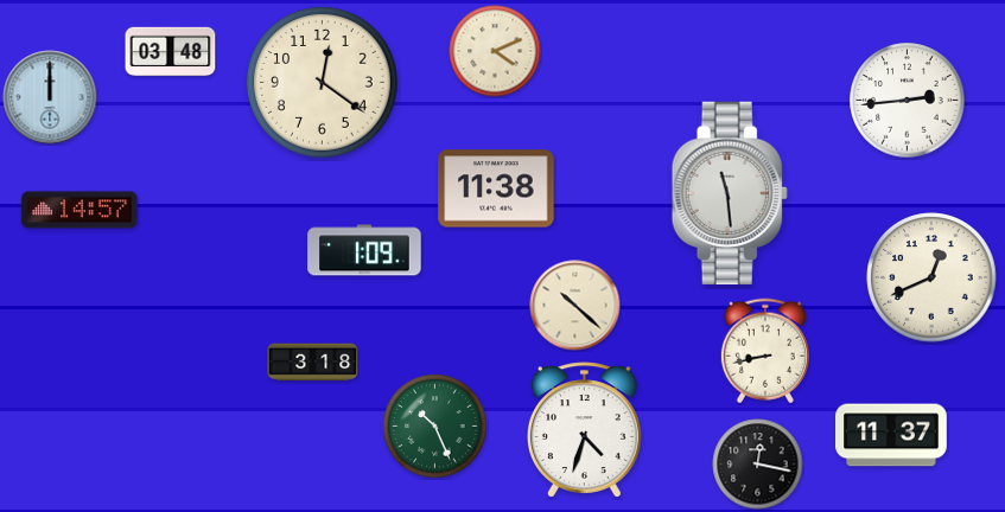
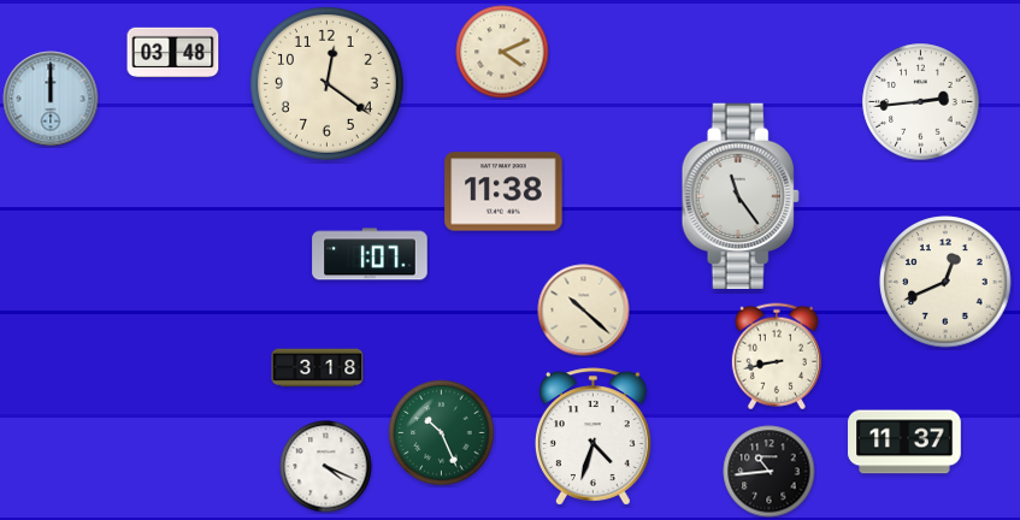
clock at (730, 193): 11:29 -> 11:24
clock at (79, 210): 14:57 -> none
clock at (364, 250): 1:09 -> 1:07
clock at (326, 467): none -> 4:19
clock at (758, 465): 12:17 -> 10:44
